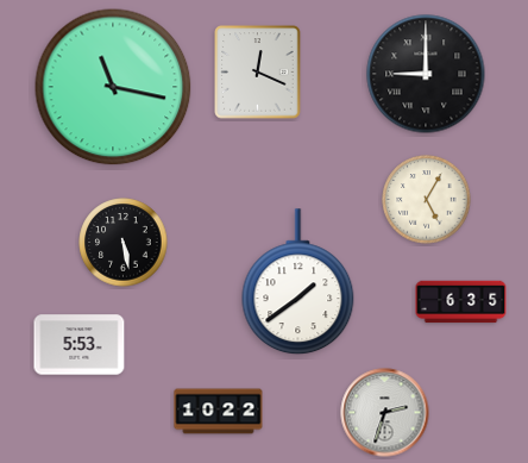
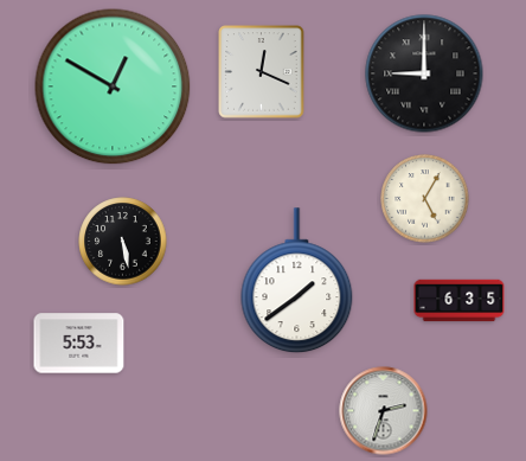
clock at (258, 73) position: (258, 73) -> (262, 72)
clock at (113, 87): 11:17 -> 12:50
clock at (219, 412): 10:22 -> none
